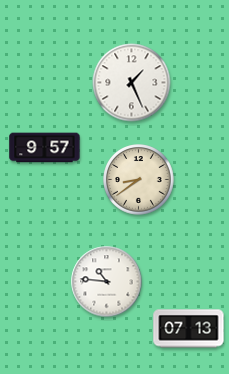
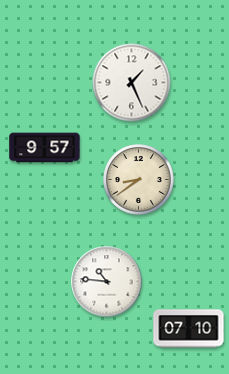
clock at (189, 329): 07:13 -> 07:10
